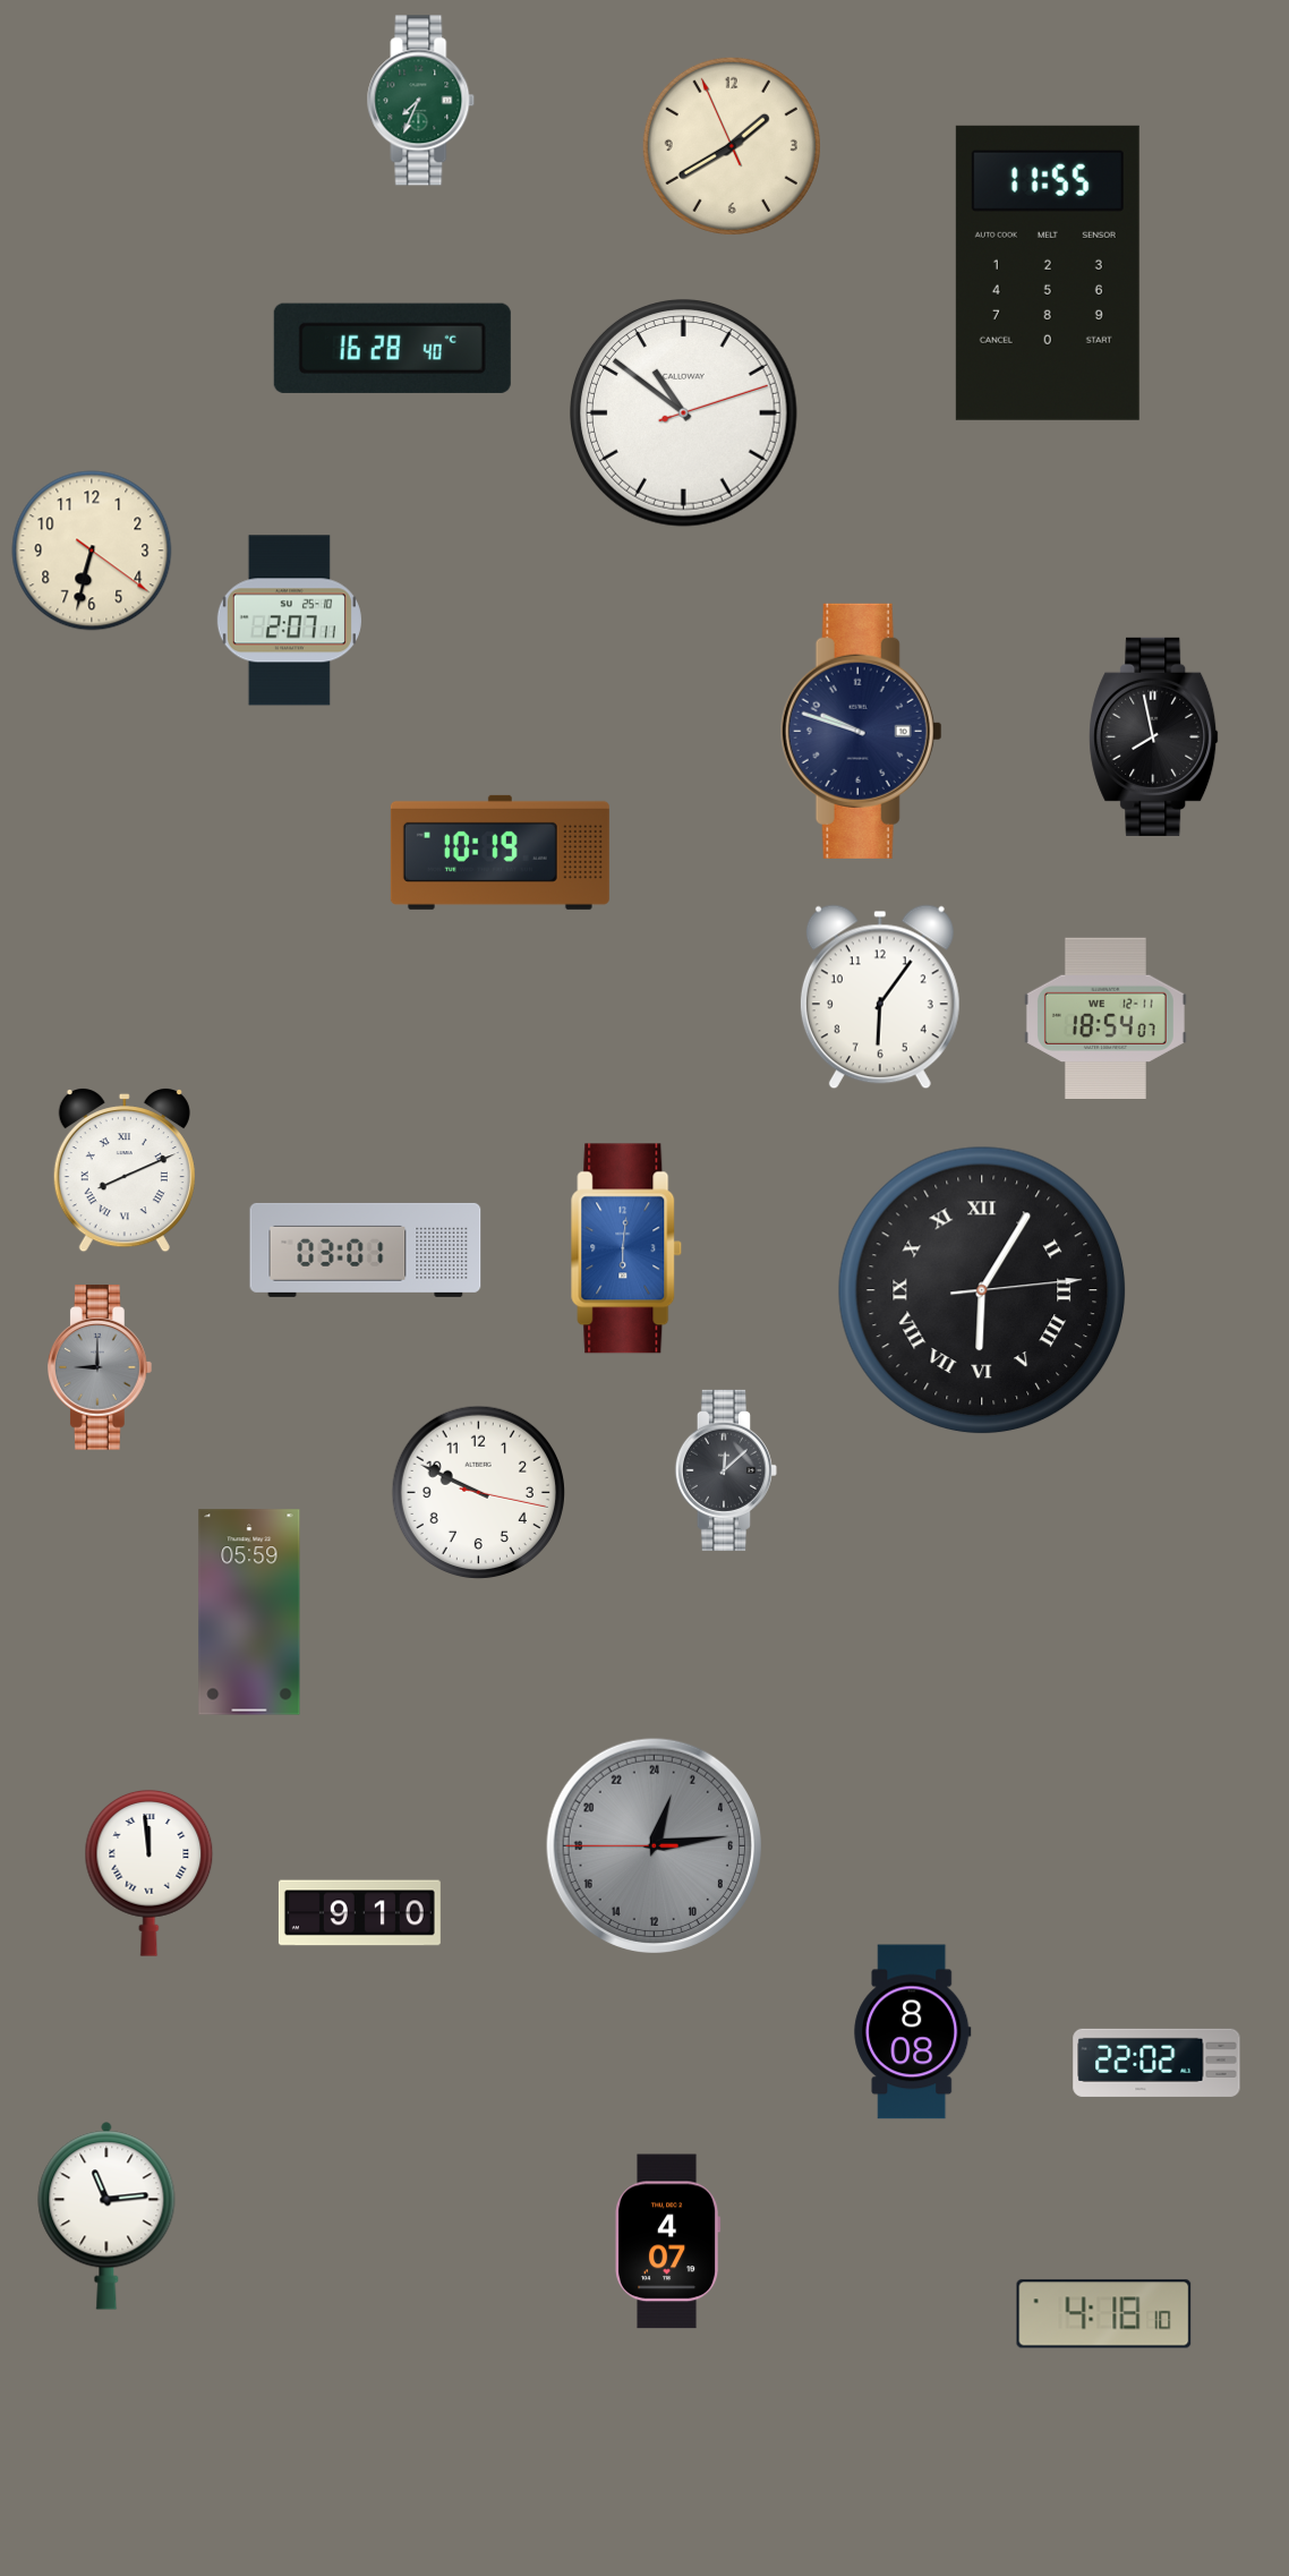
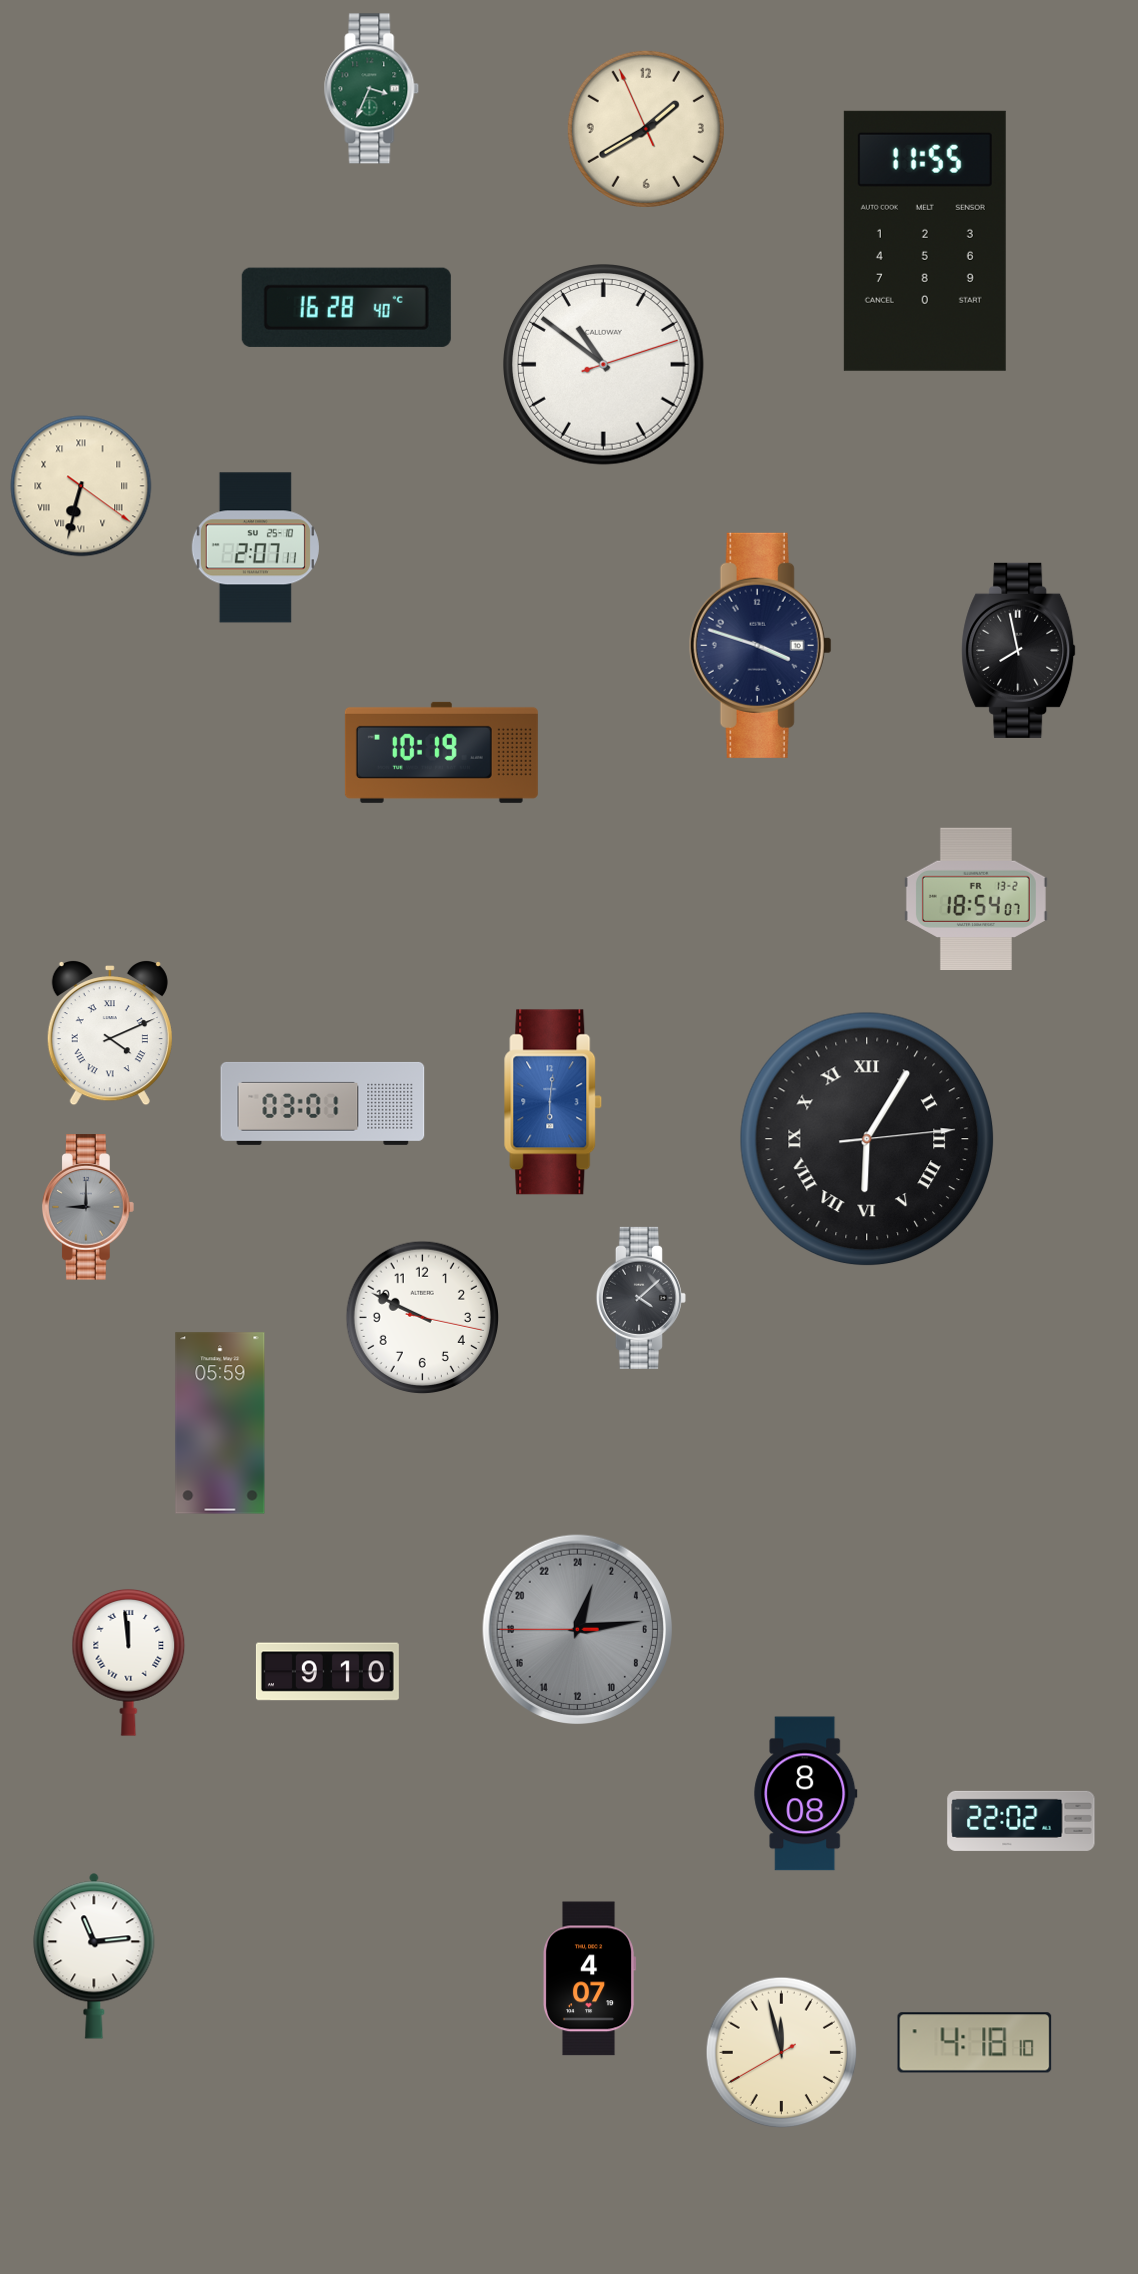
clock at (421, 101): 7:34 -> 3:34
clock at (92, 551) numerals: Arabic -> Roman
clock at (861, 731): 9:48 -> 3:48
clock at (880, 997): 6:06 -> none
clock at (1106, 1018) date: WE 12-11 -> FR 13-2
clock at (125, 1171): 8:11 -> 4:11
clock at (726, 1470): 12:08 -> 4:08
clock at (150, 1873) position: (150, 1873) -> (129, 1662)
clock at (359, 1913) position: (359, 1913) -> (327, 1672)
clock at (782, 2053): none -> 11:57
